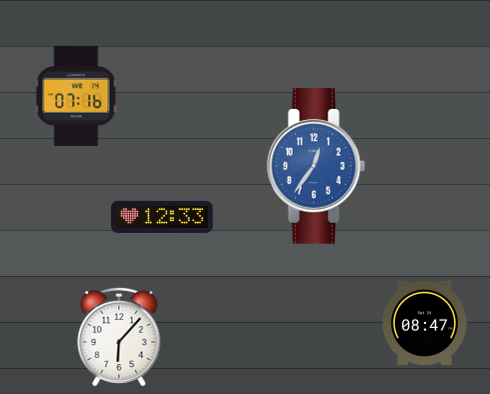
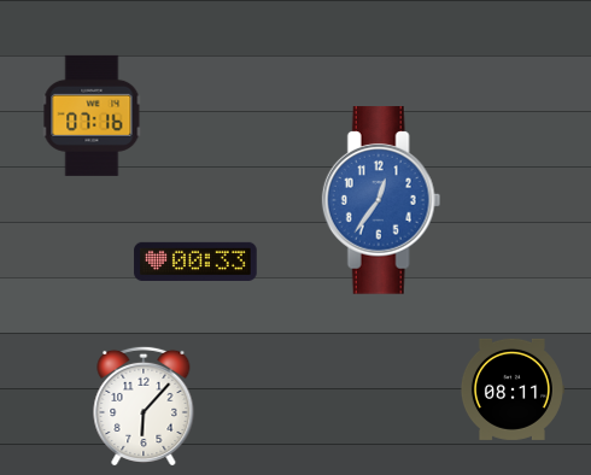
clock at (162, 217): 12:33 -> 00:33
clock at (424, 323): 08:47 -> 08:11
